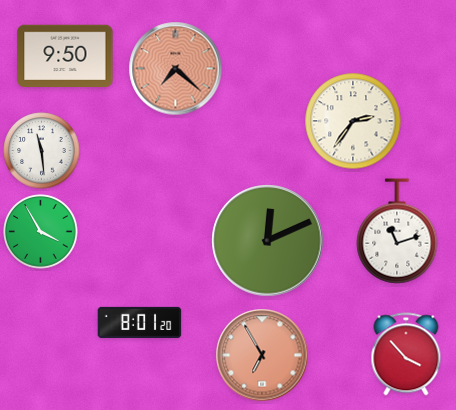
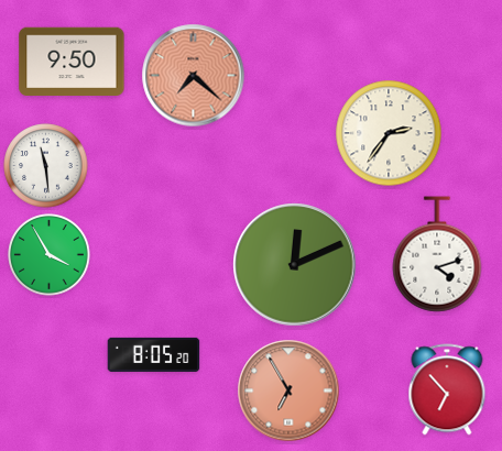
clock at (397, 231): 11:12 -> 4:12
clock at (41, 232) position: (41, 232) -> (50, 255)
clock at (140, 322): 8:01 -> 8:05
clock at (406, 354): 3:53 -> 6:53
